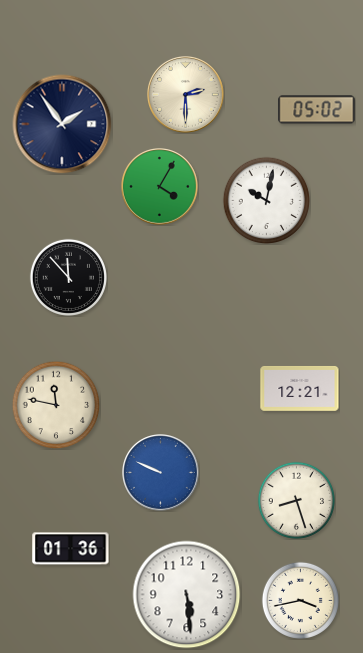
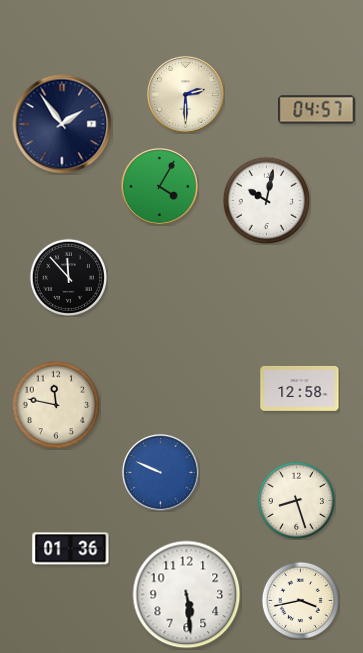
clock at (317, 110): 05:02 -> 04:57
clock at (300, 388): 12:21 -> 12:58
